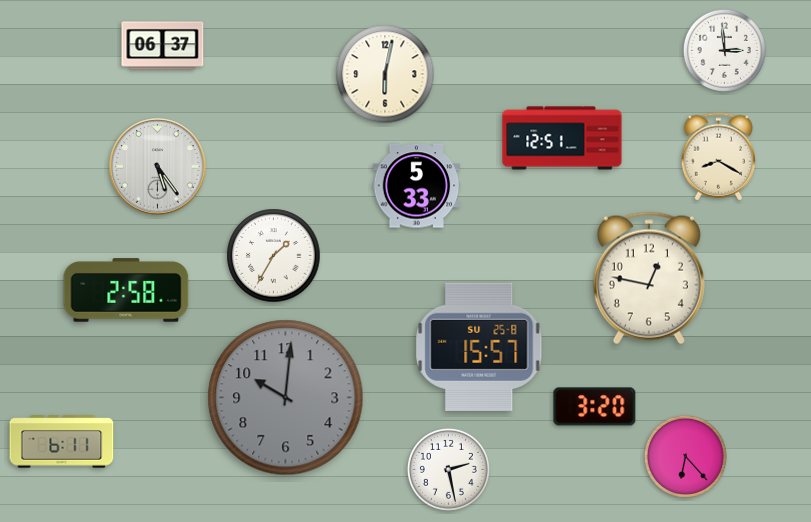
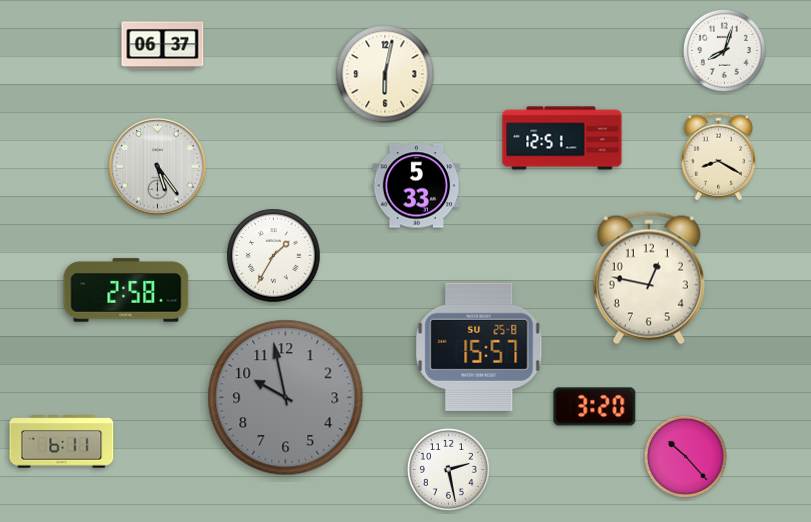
clock at (724, 50): 2:59 -> 8:03
clock at (286, 398): 10:01 -> 9:58
clock at (685, 456): 6:23 -> 10:23
